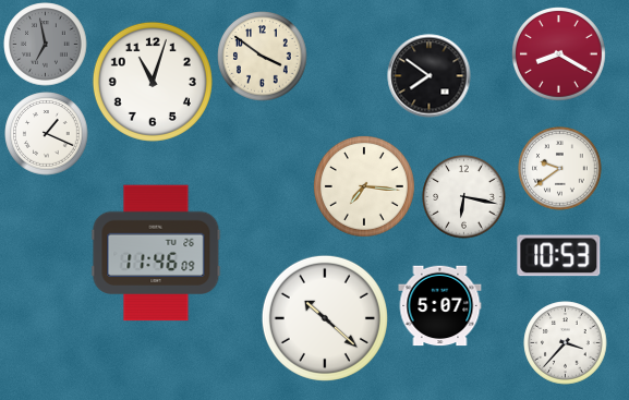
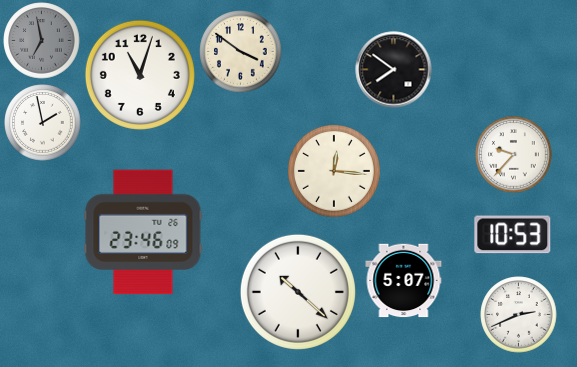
clock at (559, 54): 8:20 -> none
clock at (47, 134): 1:19 -> 1:58
clock at (560, 169): 9:39 -> 9:37
clock at (364, 186): 7:16 -> 12:16
clock at (464, 197): 6:17 -> none
clock at (156, 253): 11:46 -> 23:46
clock at (566, 343): 3:37 -> 2:41
